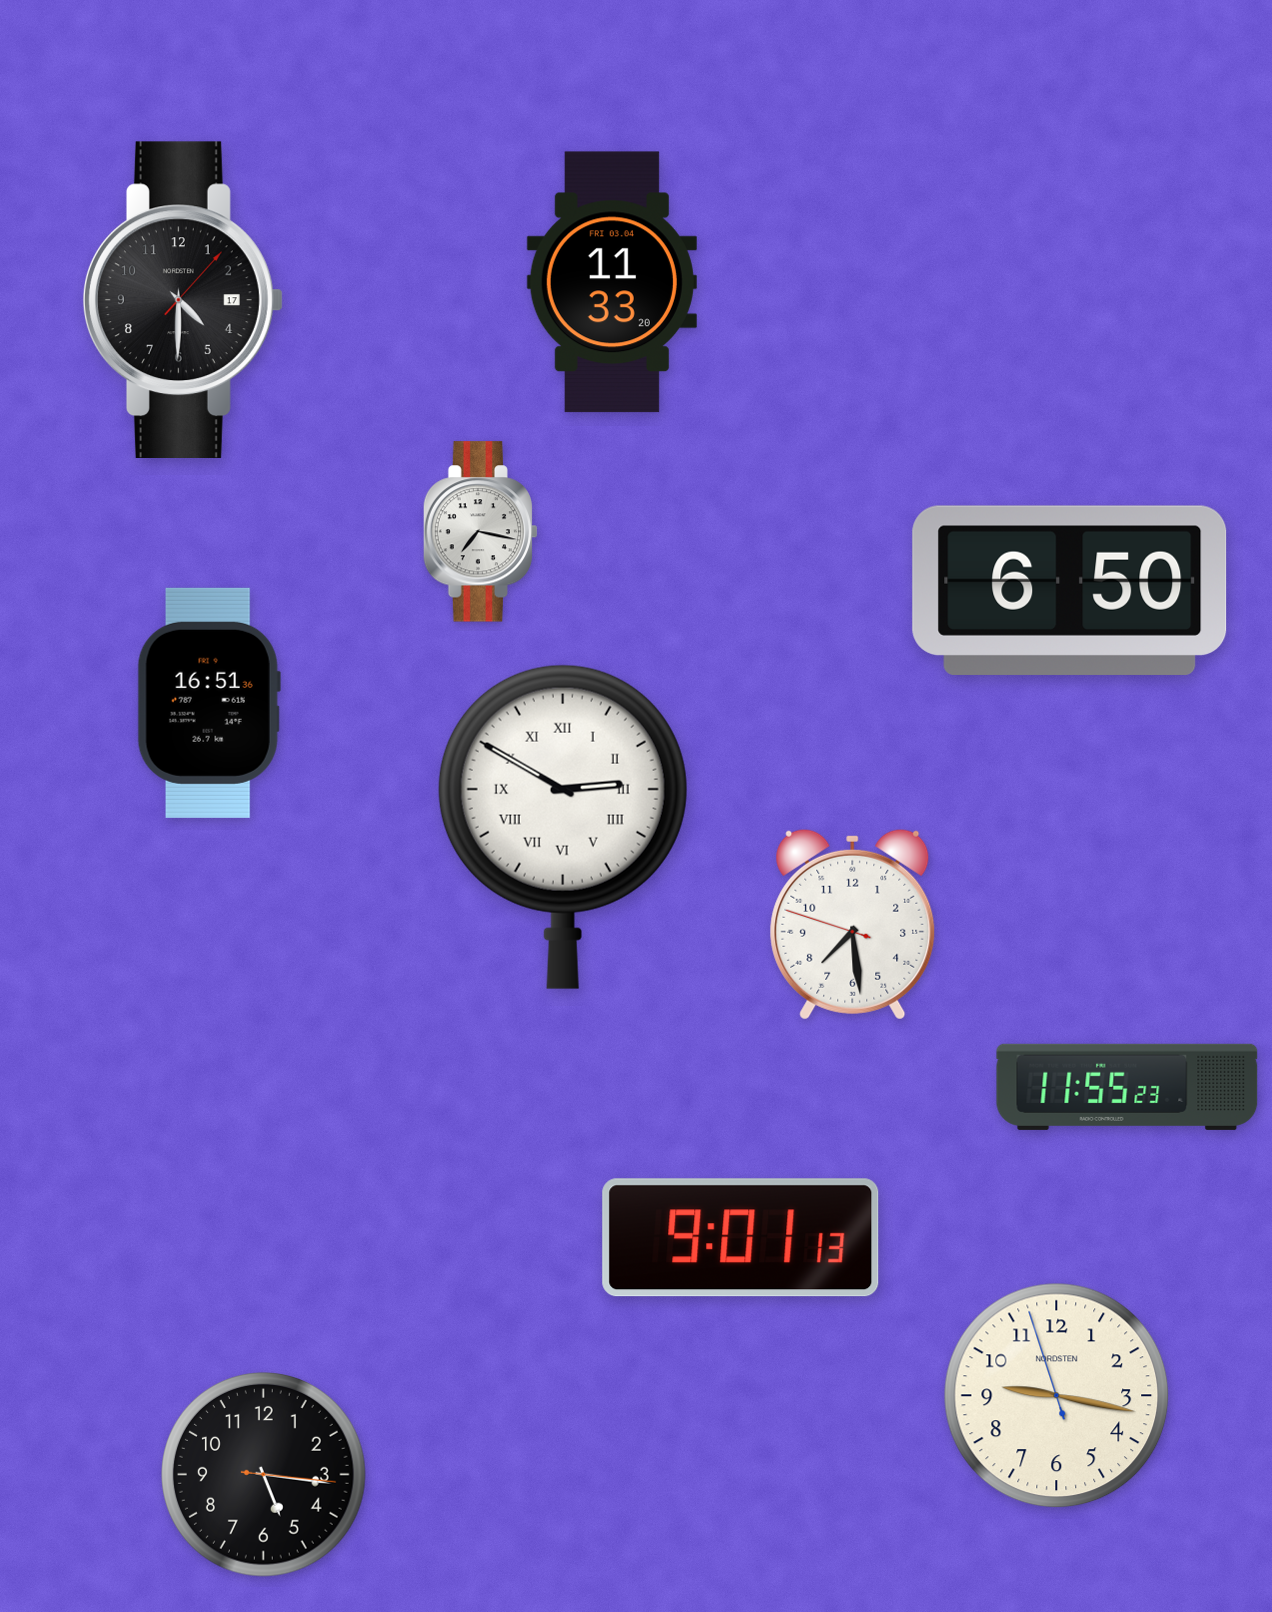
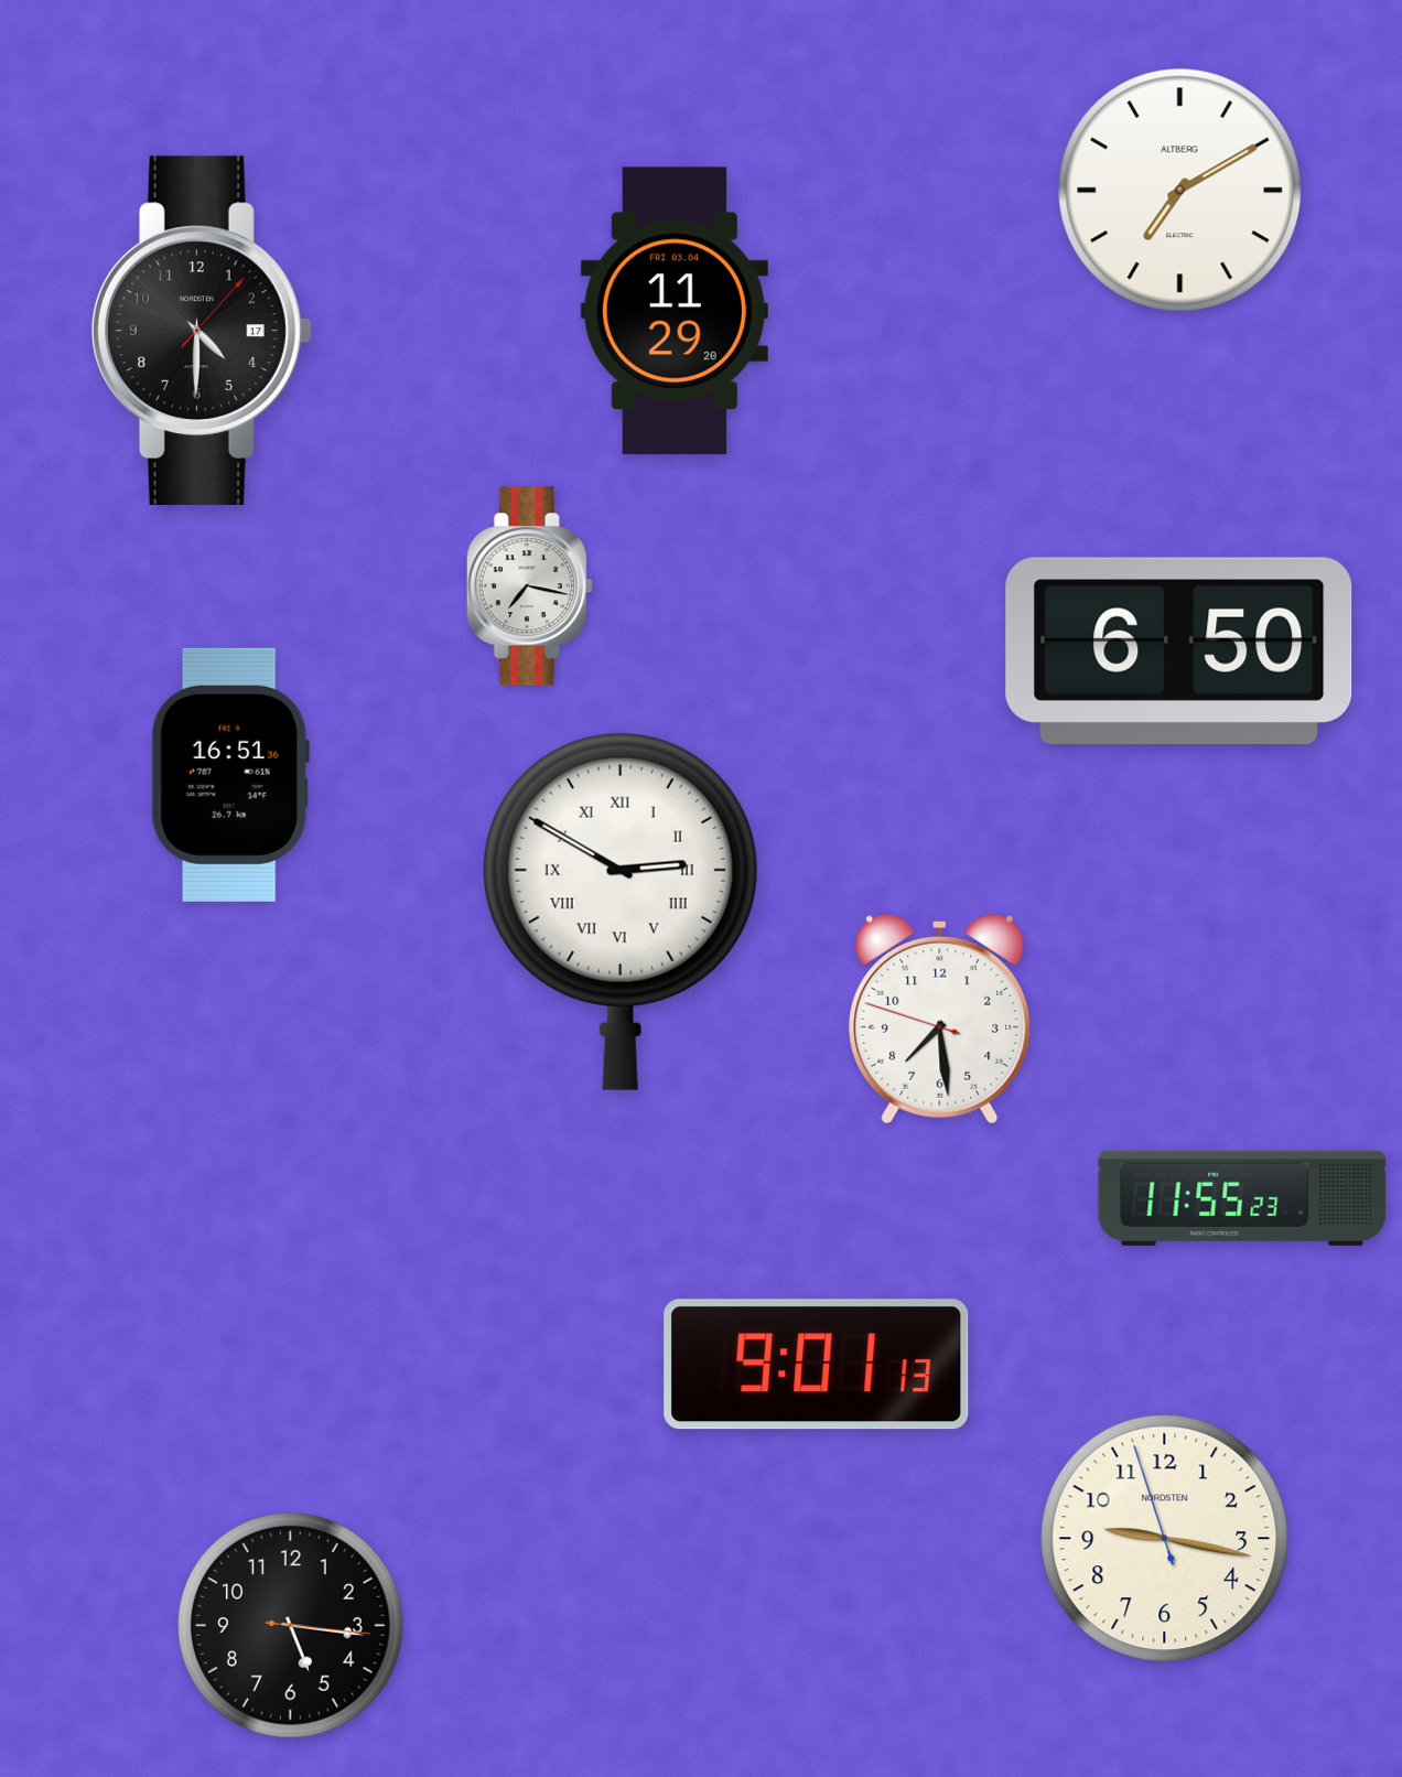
clock at (1180, 191): none -> 7:10
clock at (612, 282): 11:33 -> 11:29
